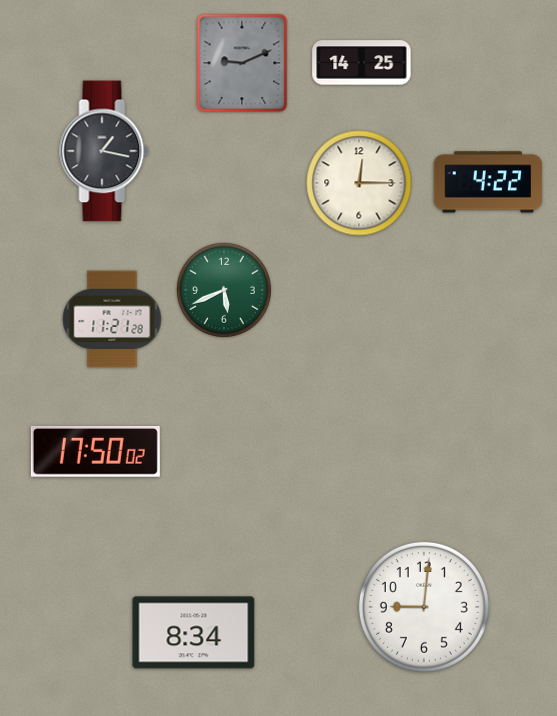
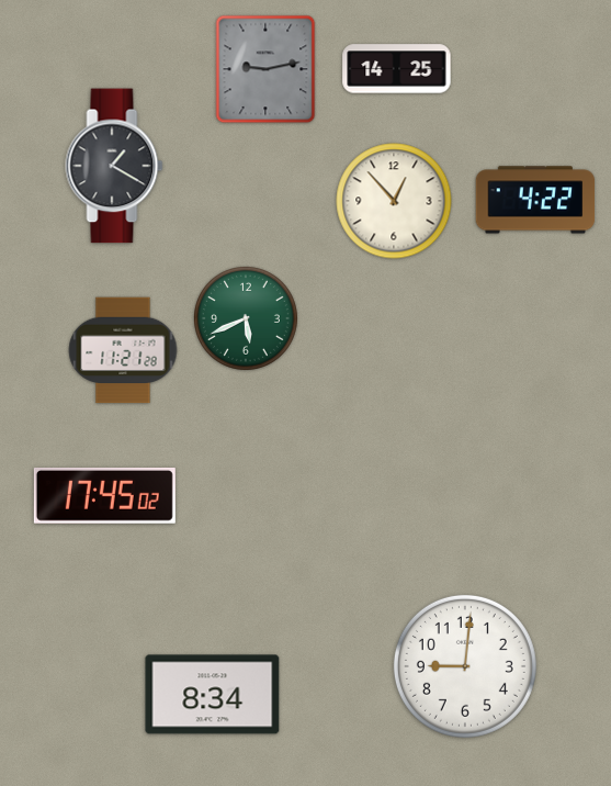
clock at (242, 63): 9:11 -> 9:13
clock at (104, 151): 1:17 -> 1:20
clock at (359, 183): 12:15 -> 12:53
clock at (95, 451): 17:50 -> 17:45
